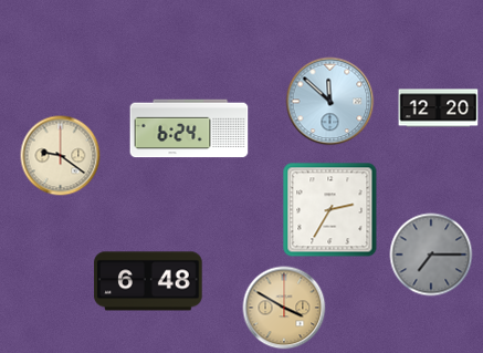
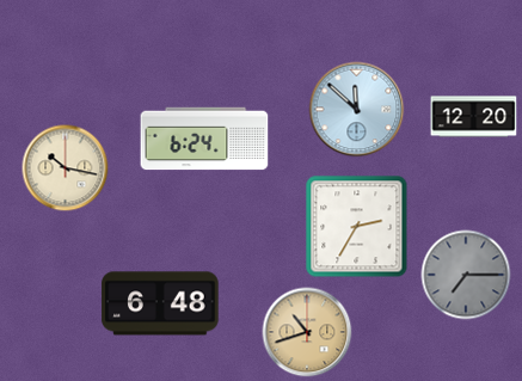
clock at (61, 156): 9:21 -> 10:17
clock at (284, 308): 3:50 -> 10:42
